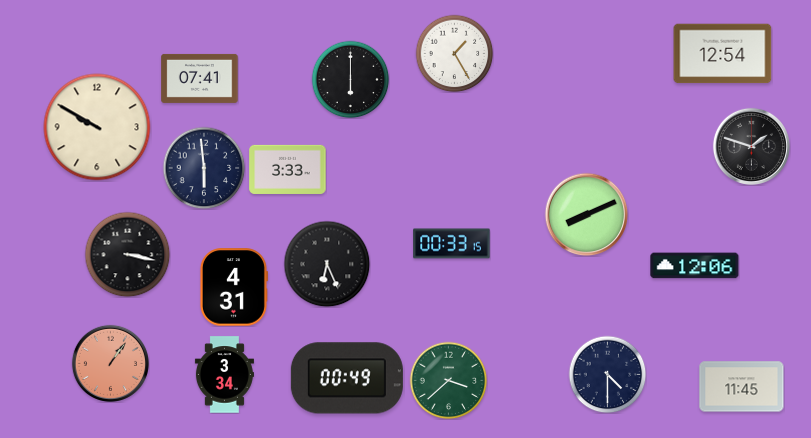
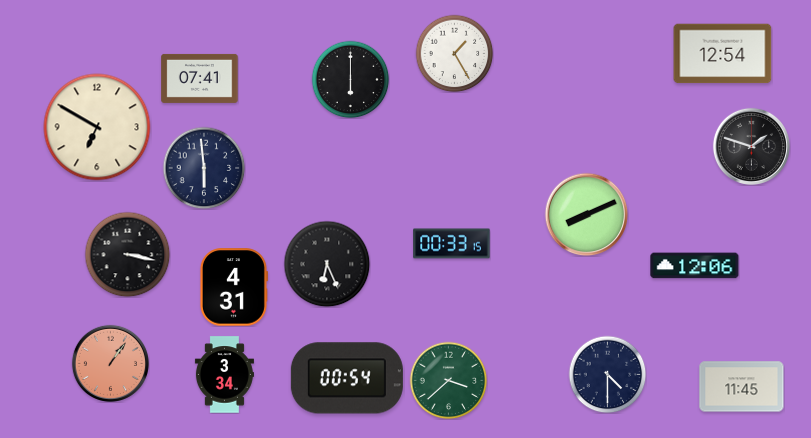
clock at (97, 127): 9:50 -> 6:50
clock at (288, 169): 3:33 -> none
clock at (347, 378): 00:49 -> 00:54
